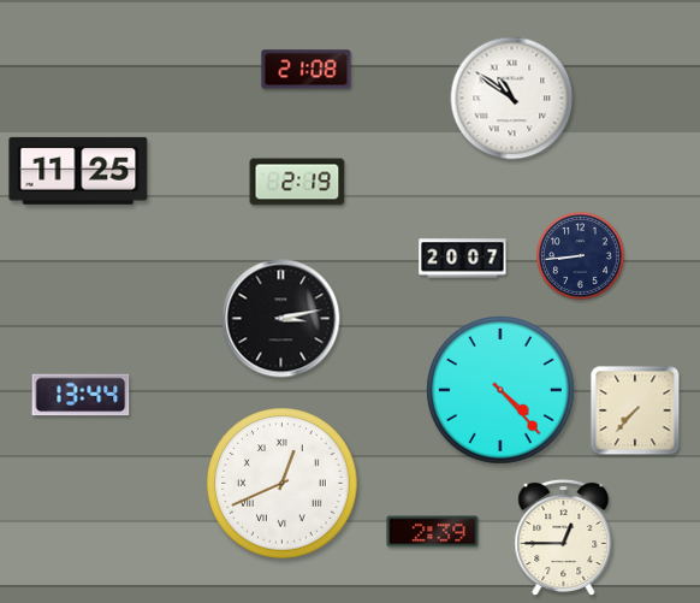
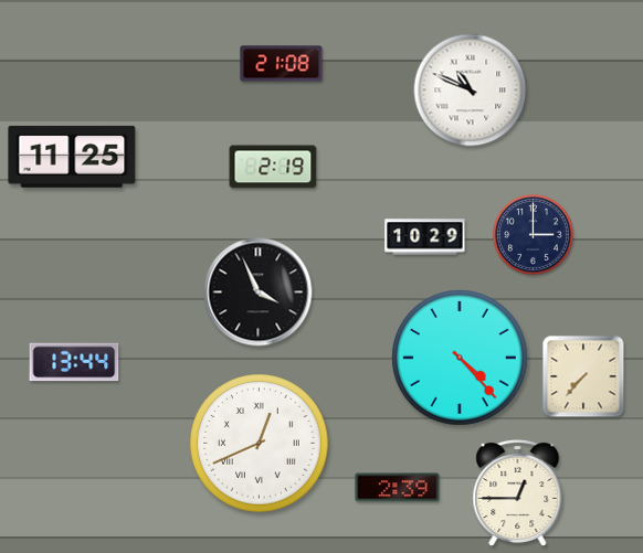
clock at (512, 99): 10:51 -> 10:49
clock at (581, 256): 8:44 -> 3:00
clock at (463, 259): 20:07 -> 10:29
clock at (281, 319): 3:13 -> 3:56
